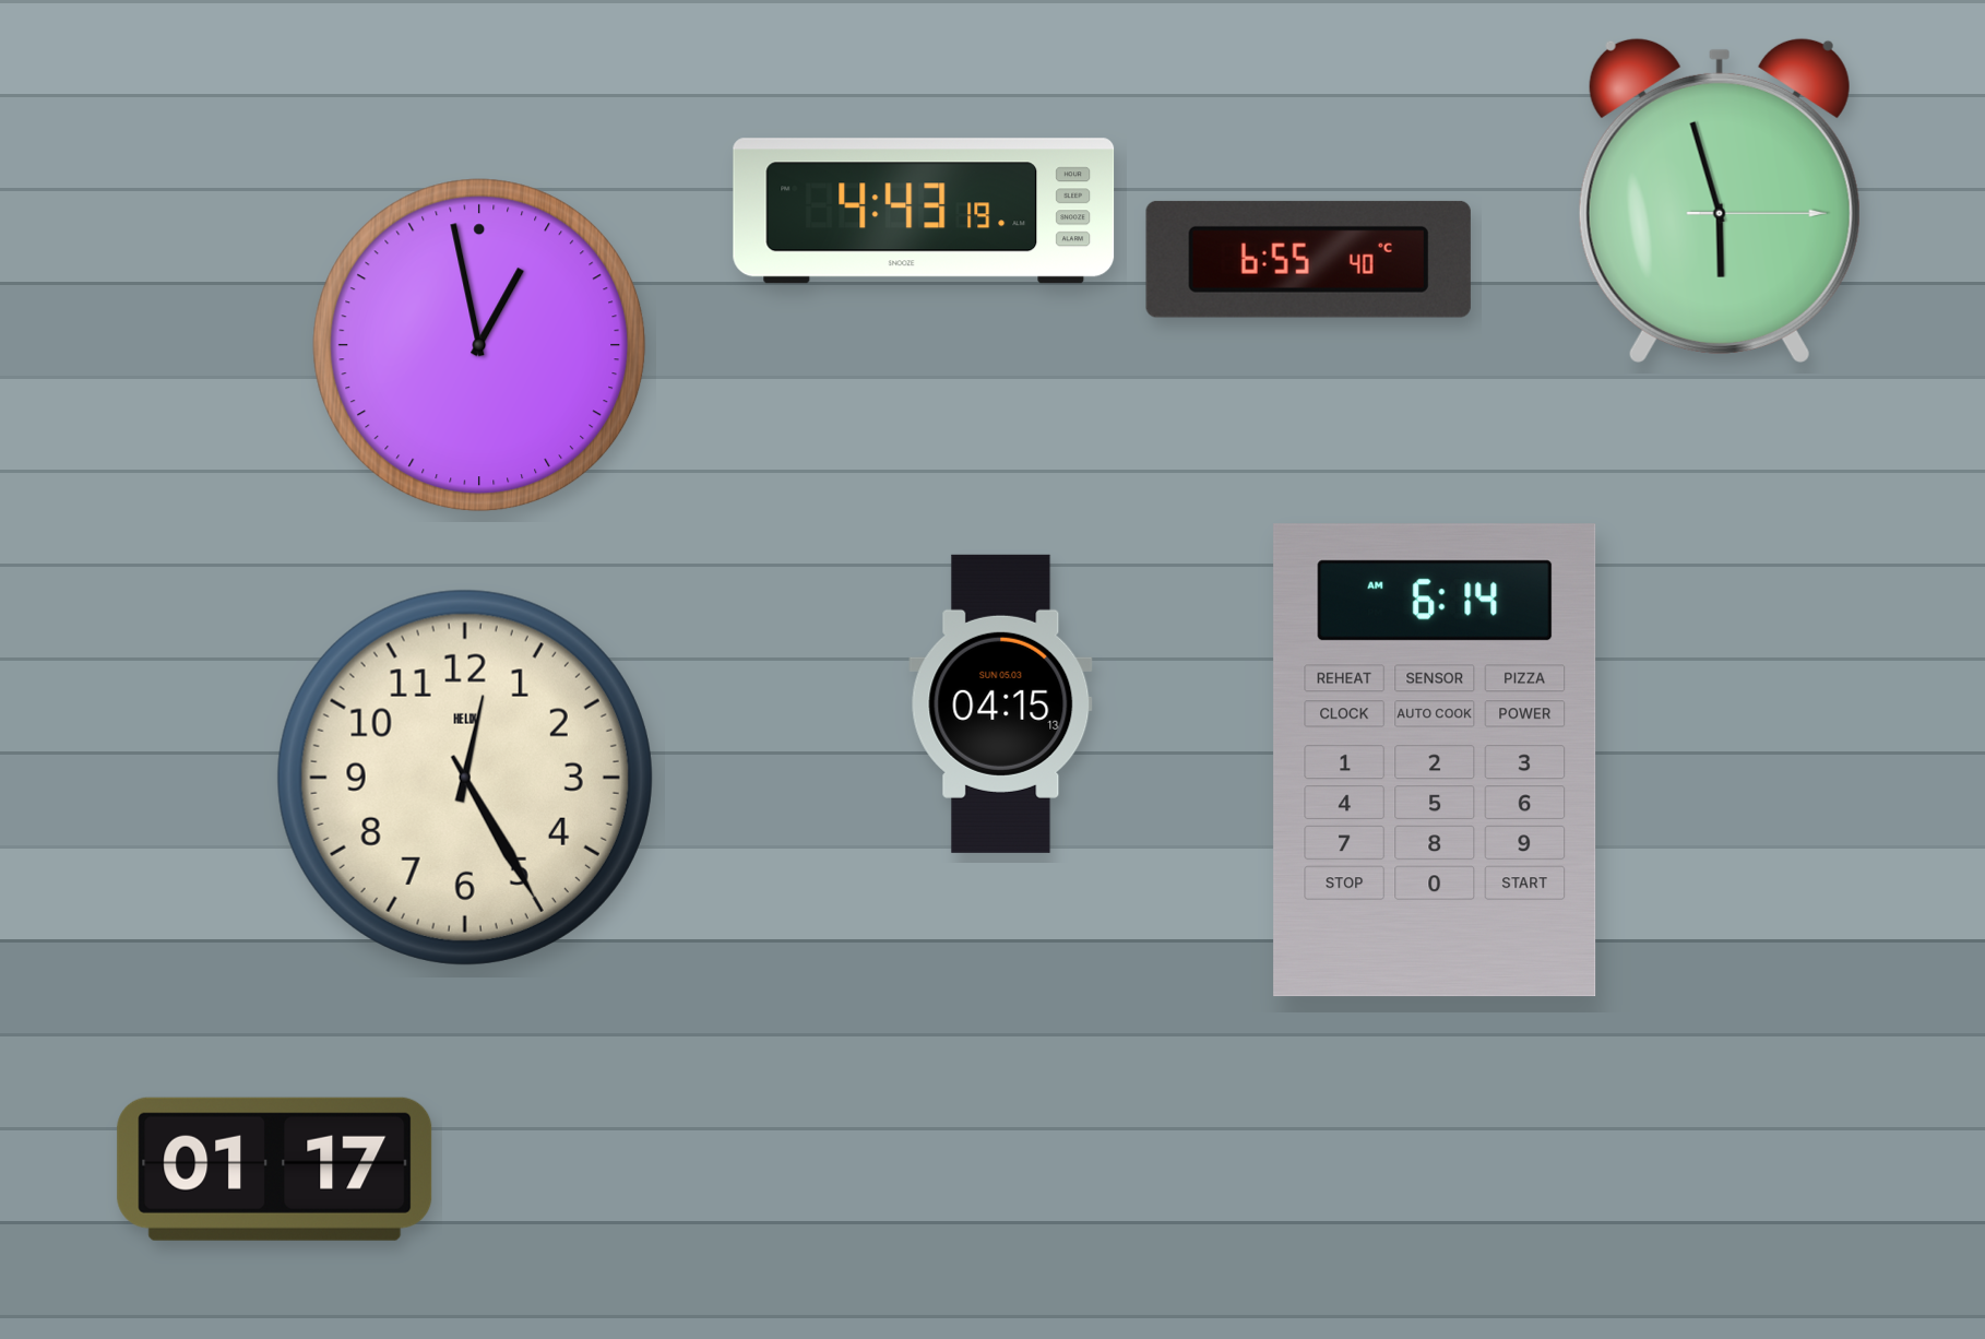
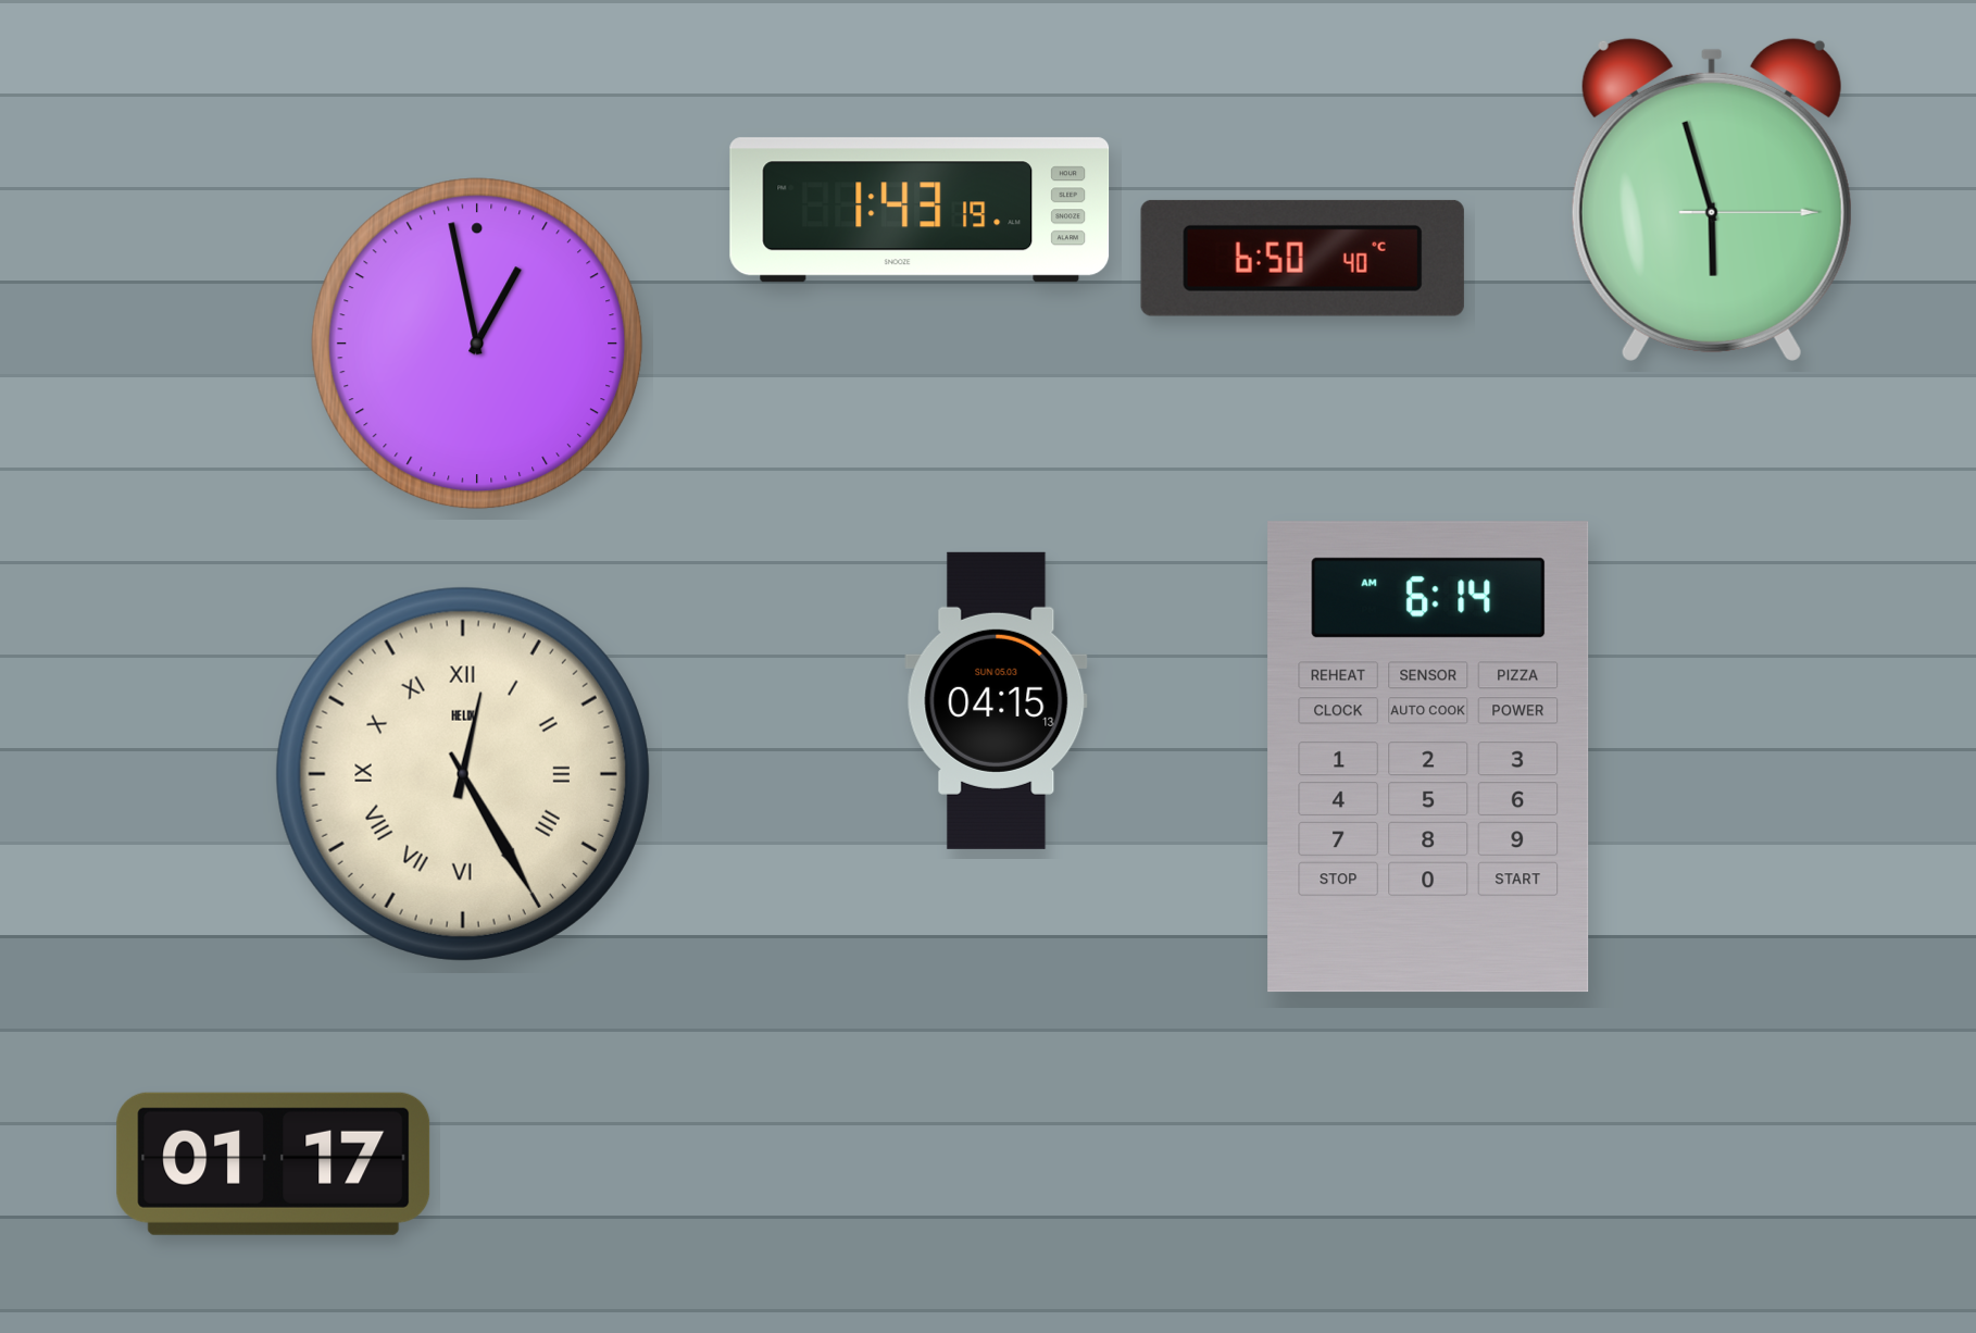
clock at (924, 211): 4:43 -> 1:43
clock at (1308, 259): 6:55 -> 6:50
clock at (465, 778) numerals: Arabic -> Roman
